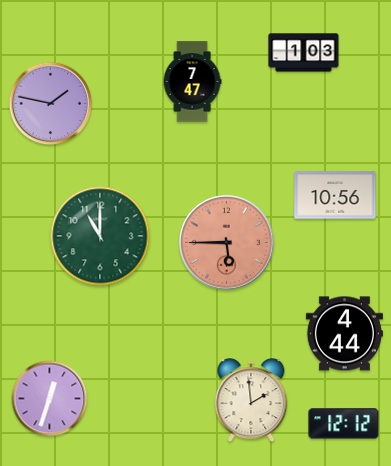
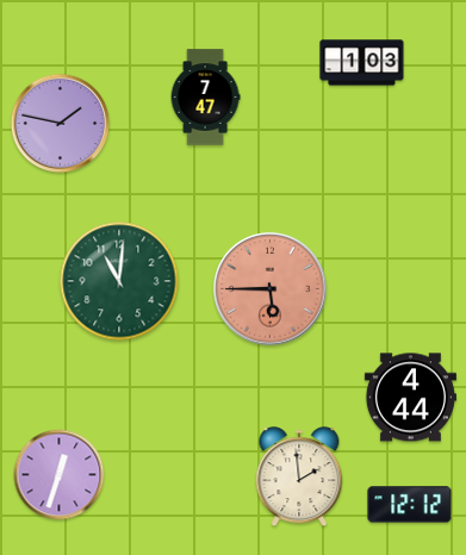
clock at (192, 82) position: (192, 82) -> (205, 98)
clock at (335, 195): 10:56 -> none
clock at (100, 236): 11:00 -> 11:01
